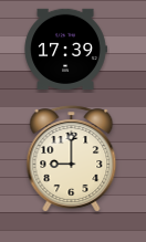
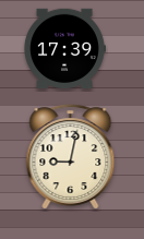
clock at (72, 159): 9:00 -> 9:02
